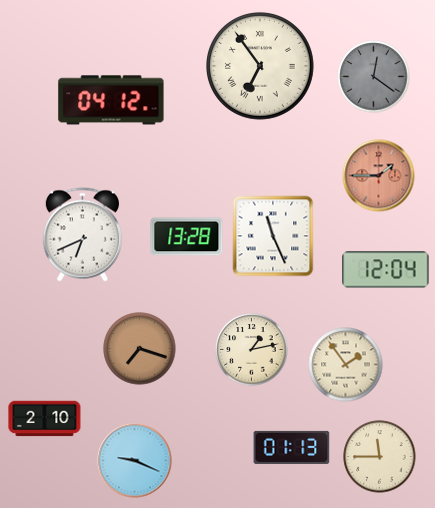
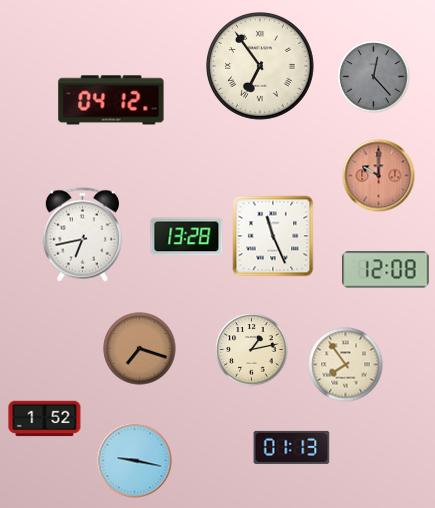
clock at (374, 77): 12:21 -> 12:23
clock at (379, 176): 1:45 -> 10:00
clock at (82, 235): 6:41 -> 6:43
clock at (386, 270): 12:04 -> 12:08
clock at (346, 365): 1:54 -> 7:54
clock at (45, 419): 2:10 -> 1:52
clock at (380, 457): 11:45 -> none
clock at (135, 461): 9:19 -> 9:17
